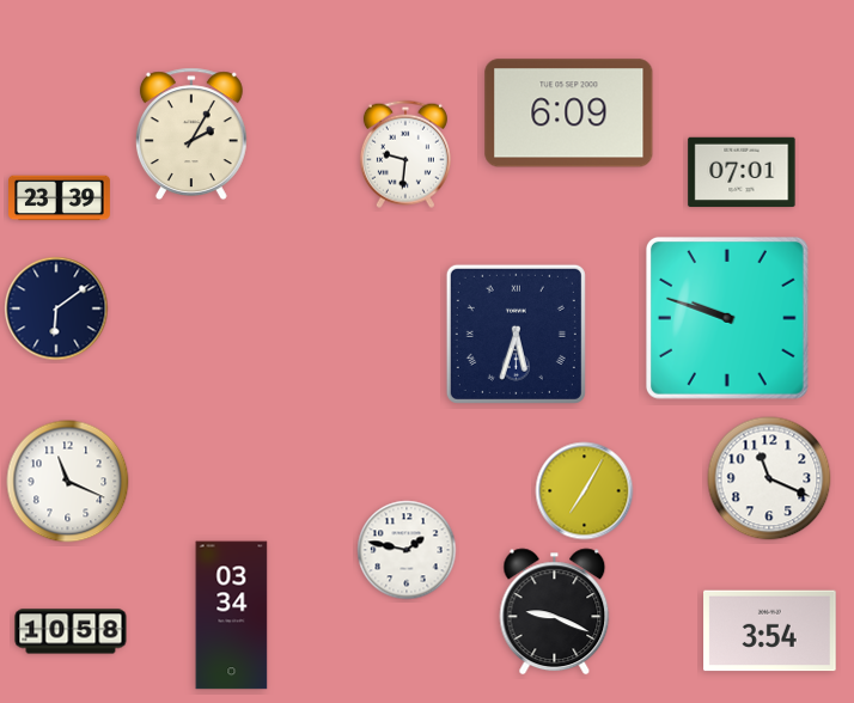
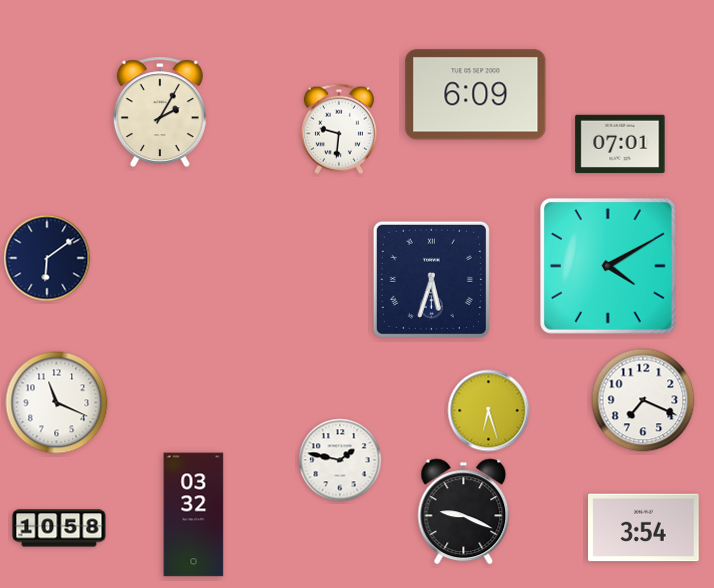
clock at (60, 198): 23:39 -> none
clock at (727, 318): 9:48 -> 4:10
clock at (769, 478): 11:19 -> 7:19
clock at (585, 491): 7:05 -> 6:27
clock at (232, 616): 03:34 -> 03:32
